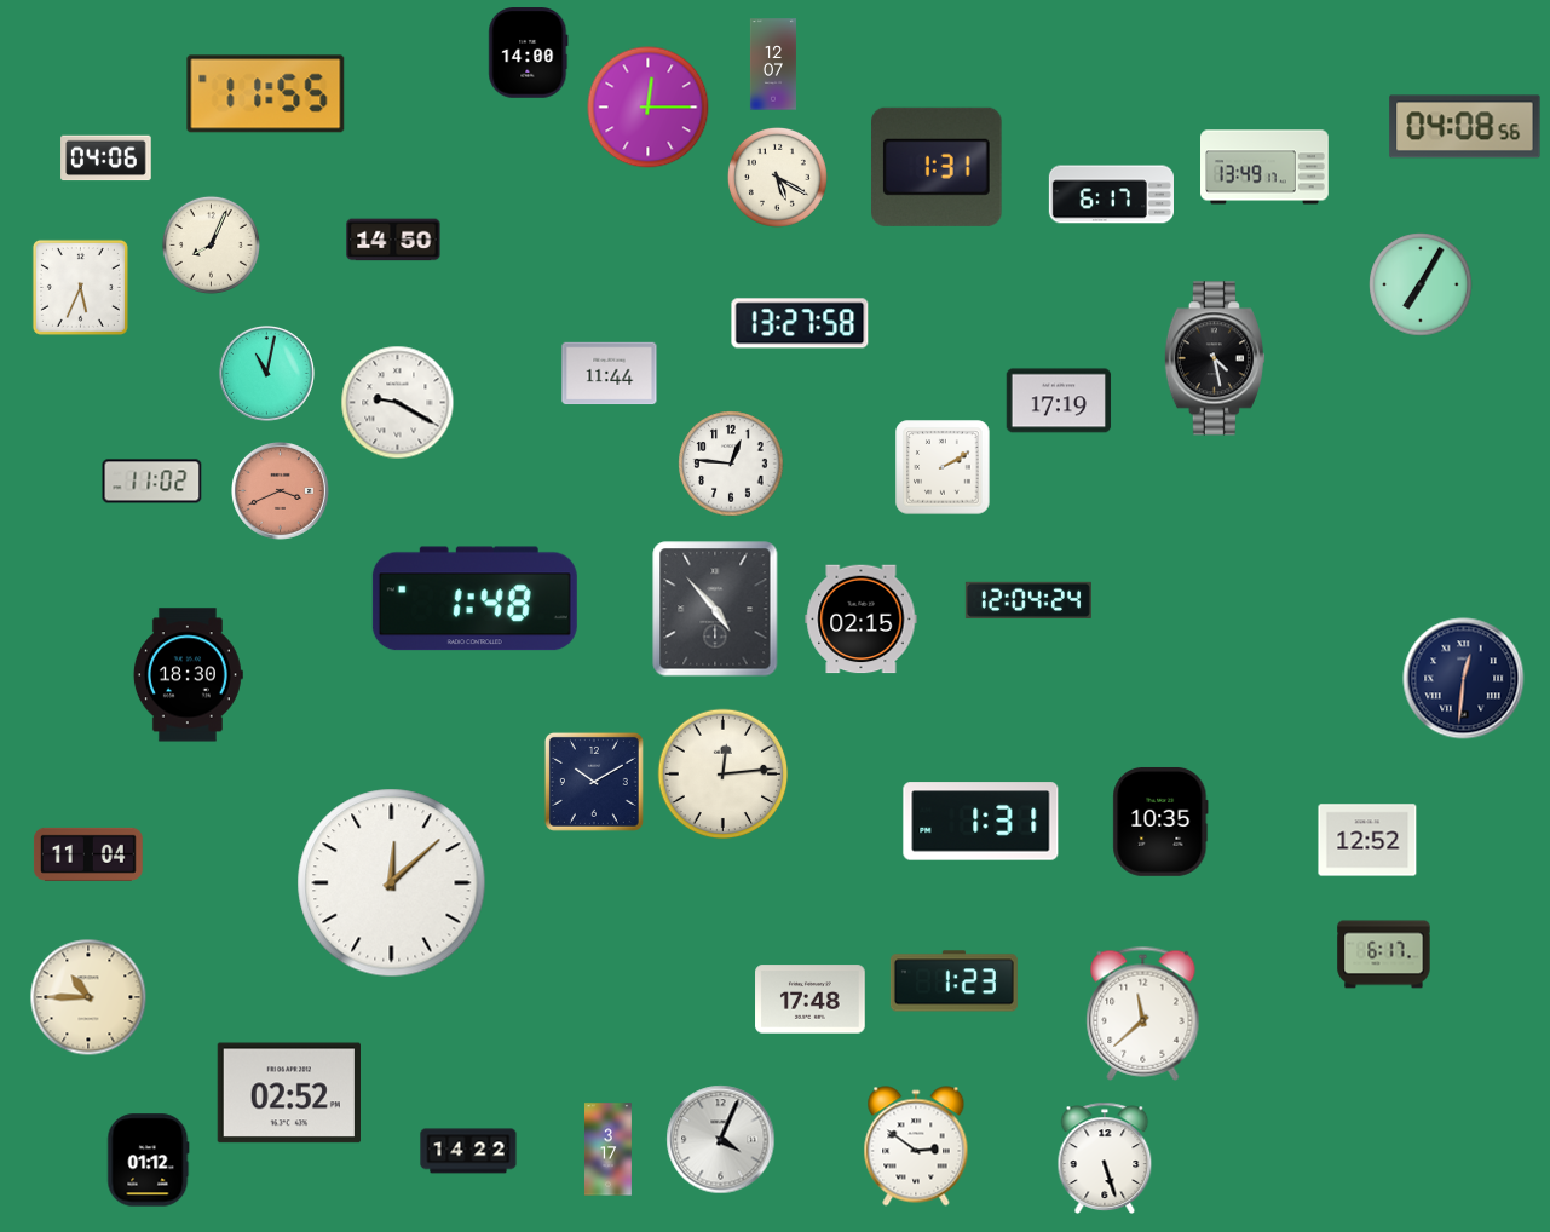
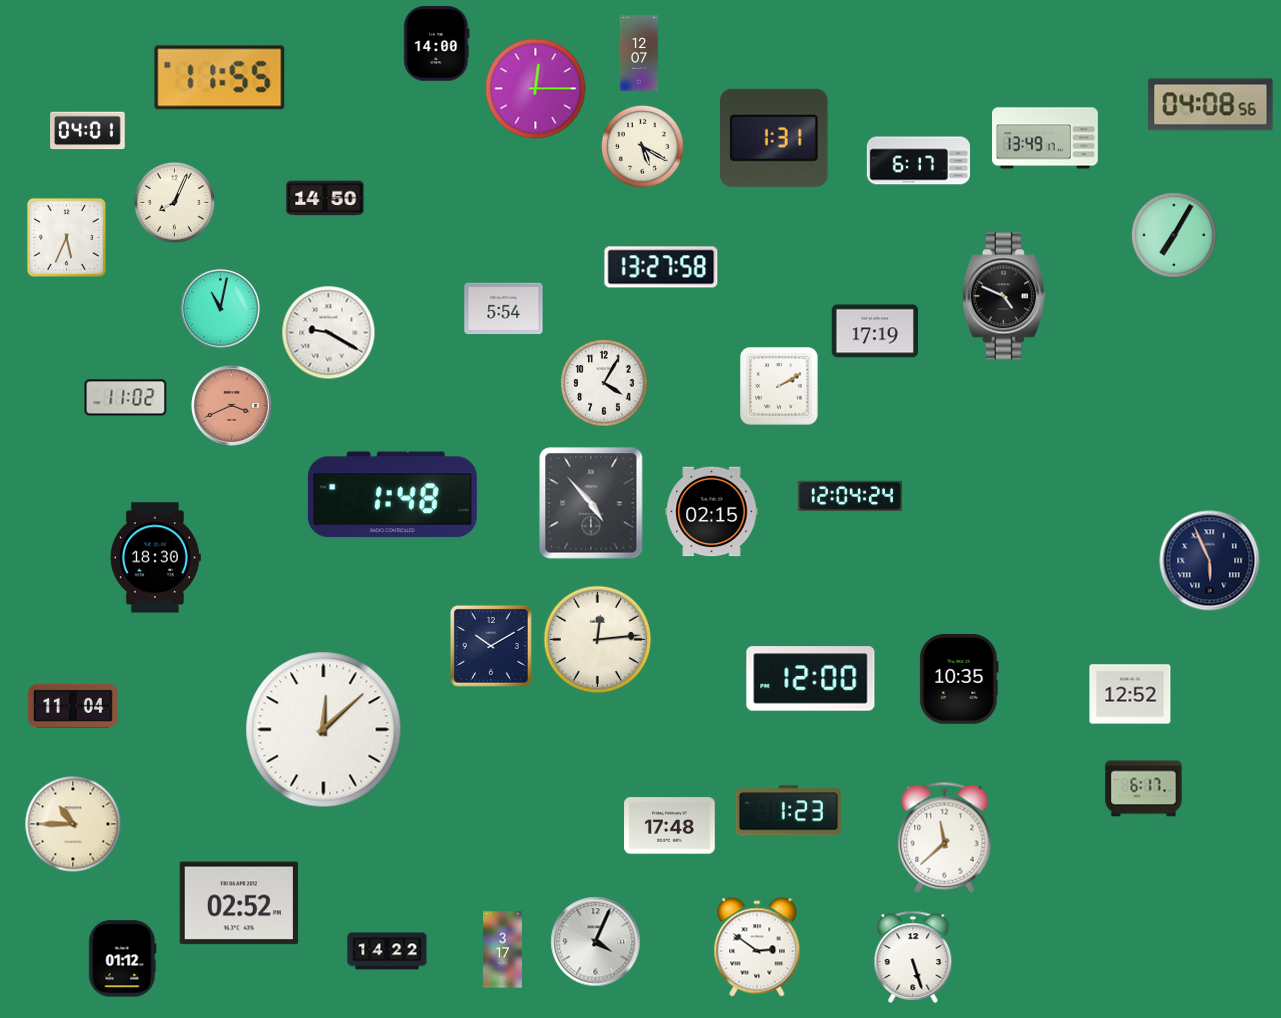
clock at (106, 159): 04:06 -> 04:01
clock at (1215, 358): 4:28 -> 4:49
clock at (610, 374): 11:44 -> 5:54
clock at (731, 464): 12:46 -> 4:05
clock at (1464, 679): 12:31 -> 5:56
clock at (981, 822): 1:31 -> 12:00
